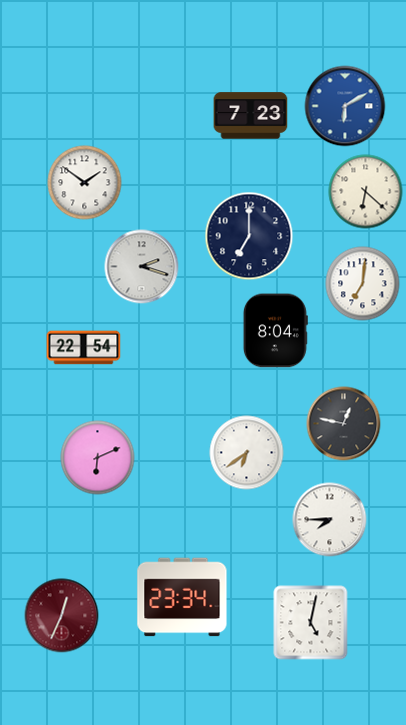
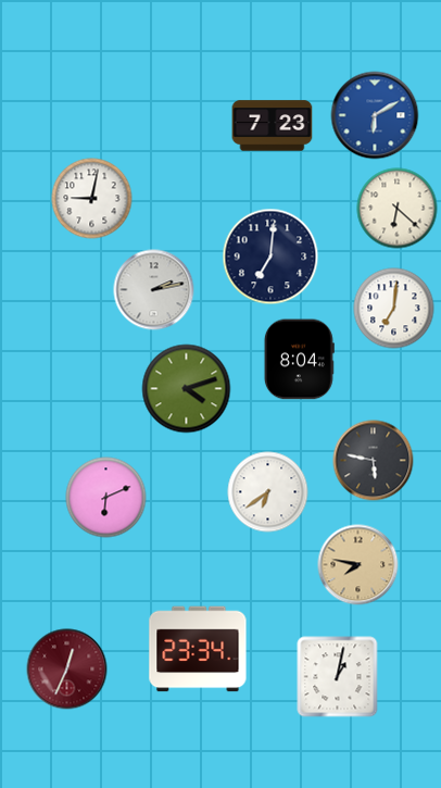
clock at (85, 183): 1:51 -> 9:02
clock at (249, 236): 7:00 -> 7:01
clock at (142, 267): 2:18 -> 2:13
clock at (84, 348): 22:54 -> none
clock at (187, 389): none -> 4:12
clock at (344, 424): 12:47 -> 5:47
clock at (330, 520): 7:45 -> 7:47
clock at (330, 520) dial: white -> champagne
clock at (311, 623): 5:02 -> 1:02
